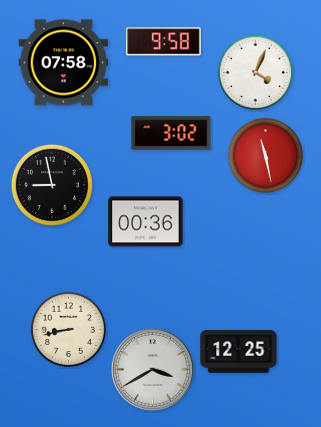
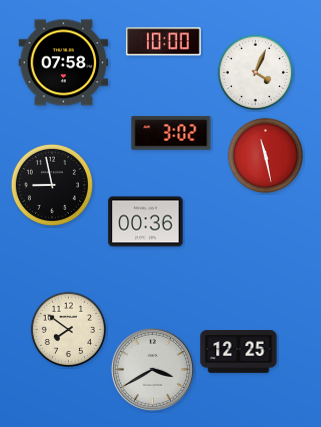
clock at (164, 42): 9:58 -> 10:00
clock at (68, 329): 8:43 -> 7:51
